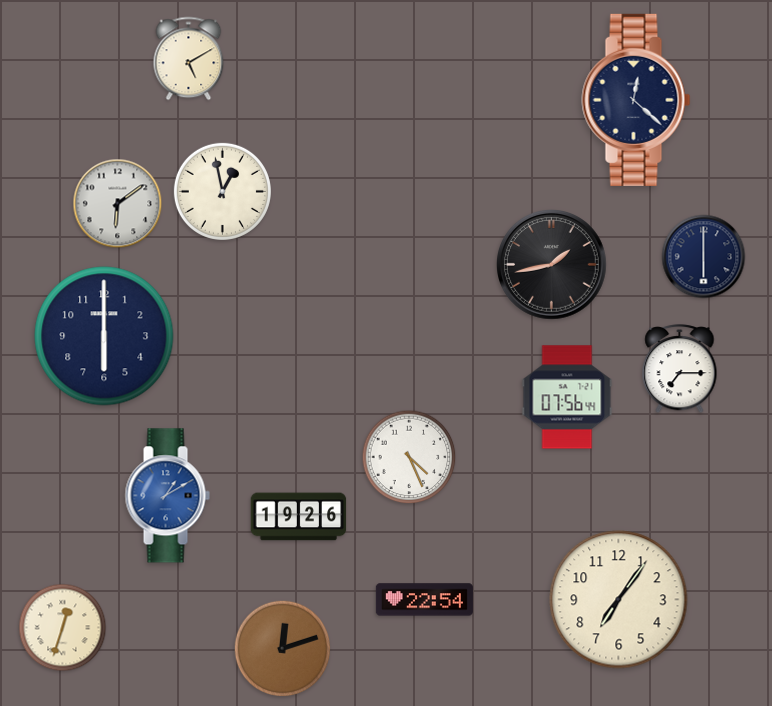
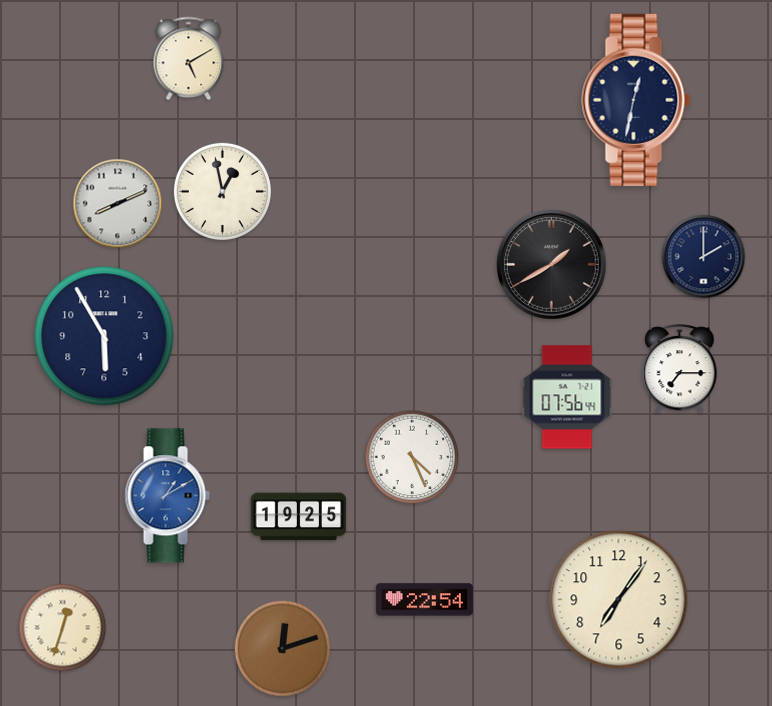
clock at (636, 100): 12:22 -> 12:32
clock at (118, 204): 6:09 -> 8:11
clock at (704, 257): 6:00 -> 2:00
clock at (552, 265): 1:43 -> 1:40
clock at (104, 336): 6:00 -> 5:55
clock at (409, 457) position: (409, 457) -> (412, 457)
clock at (299, 517): 19:26 -> 19:25
